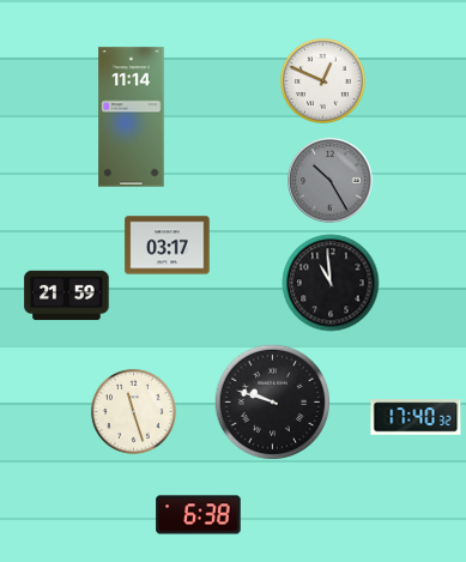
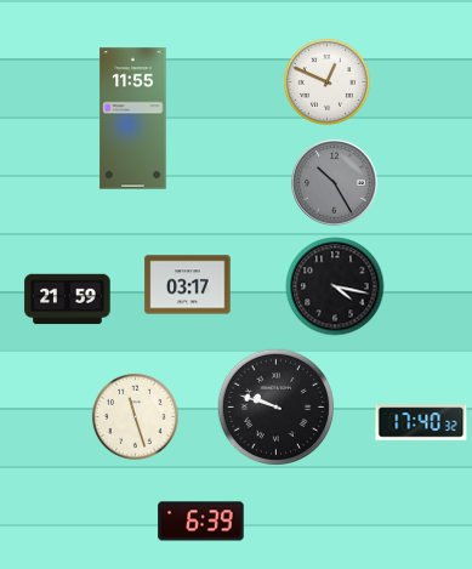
clock at (132, 117): 11:14 -> 11:55
clock at (168, 246) position: (168, 246) -> (188, 285)
clock at (331, 283): 10:59 -> 4:17
clock at (199, 515): 6:38 -> 6:39
